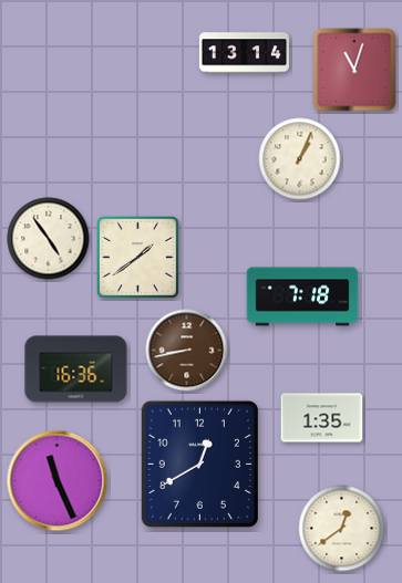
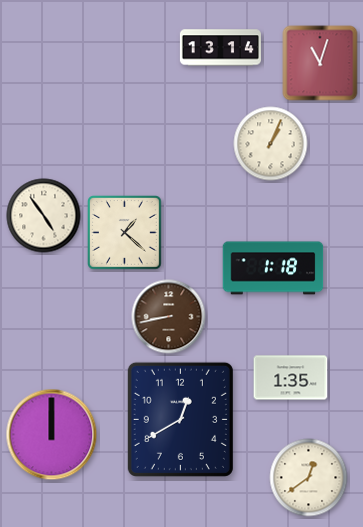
clock at (138, 258): 1:39 -> 1:22
clock at (302, 296): 7:18 -> 1:18
clock at (76, 369): 16:36 -> none
clock at (58, 481): 11:26 -> 12:00
